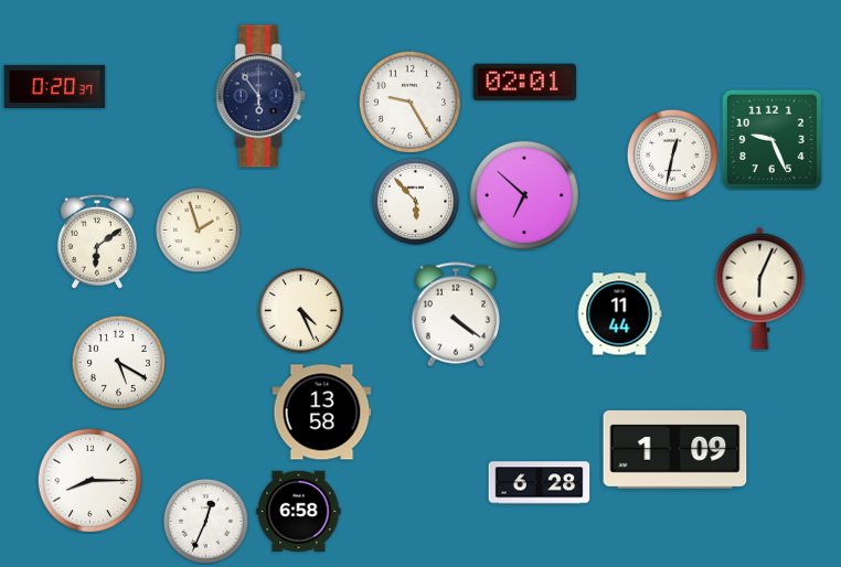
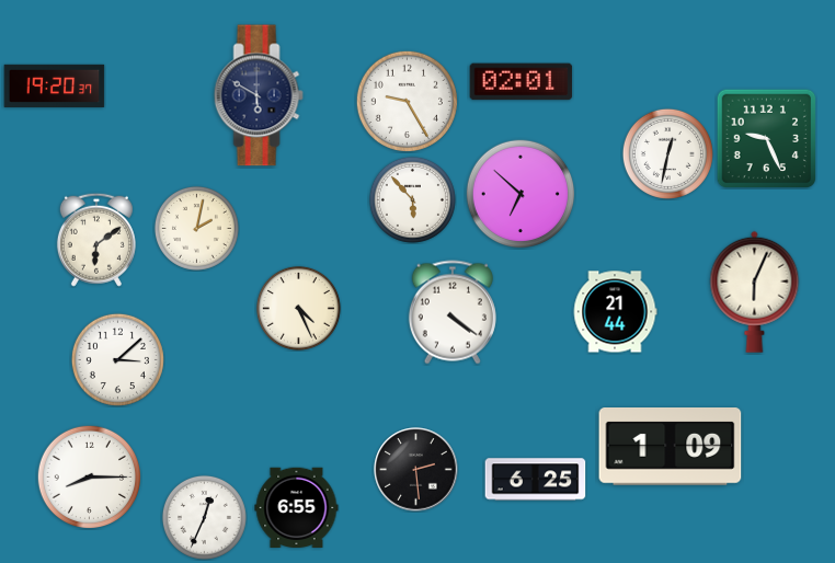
clock at (55, 86): 0:20 -> 19:20
clock at (260, 96): 5:54 -> 5:50
clock at (198, 229): 1:57 -> 2:02
clock at (760, 288) position: (760, 288) -> (755, 291)
clock at (619, 314): 11:44 -> 21:44
clock at (118, 362): 5:20 -> 3:08
clock at (322, 413): 13:58 -> none
clock at (416, 470): none -> 2:29
clock at (540, 483): 6:28 -> 6:25
clock at (299, 512): 6:58 -> 6:55
